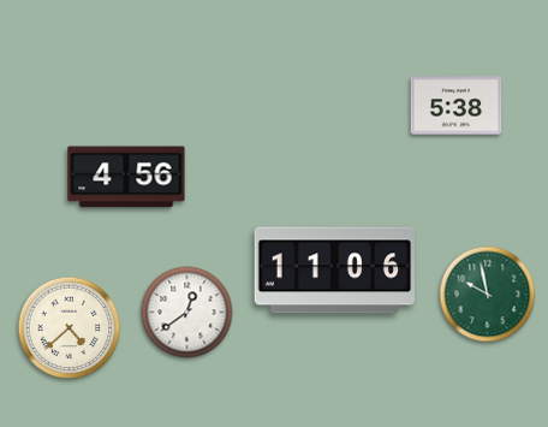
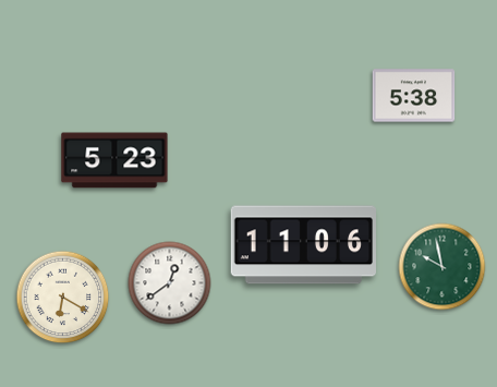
clock at (126, 177): 4:56 -> 5:23
clock at (70, 328): 4:38 -> 6:20
